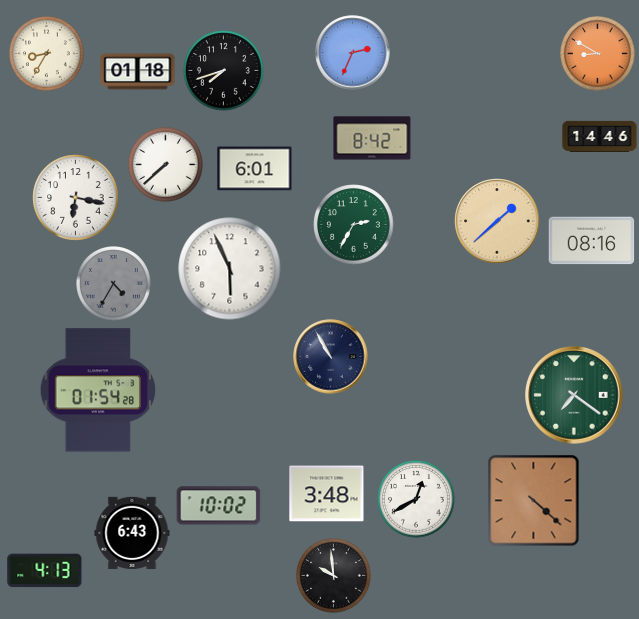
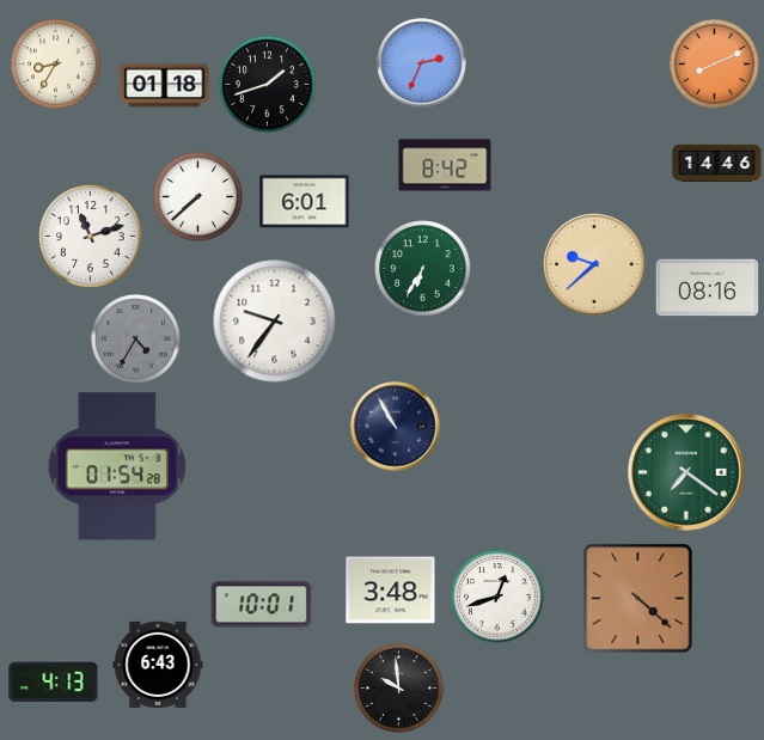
clock at (598, 54): 8:50 -> 8:11
clock at (224, 71): 7:42 -> 1:42
clock at (76, 198): 6:17 -> 11:12
clock at (497, 221): 1:38 -> 9:38
clock at (354, 225): 2:35 -> 6:35
clock at (230, 269): 5:56 -> 9:36
clock at (416, 499): 12:40 -> 12:42
clock at (219, 506): 10:02 -> 10:01
clock at (132, 533) position: (132, 533) -> (158, 665)
